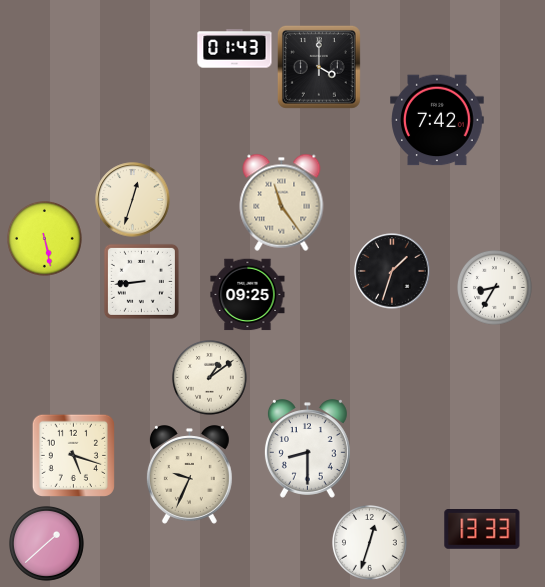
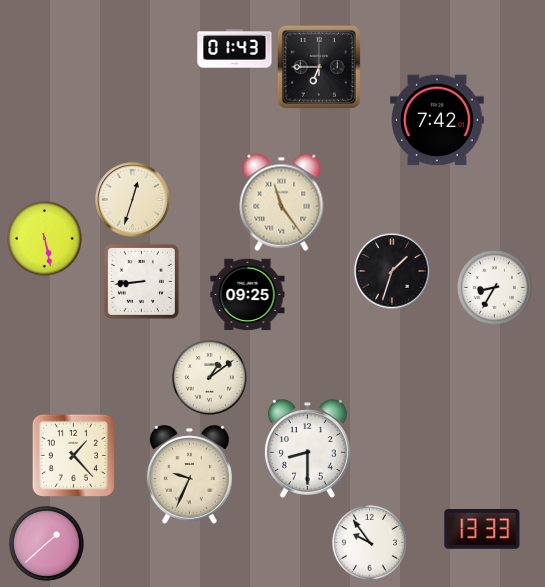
clock at (319, 67): 4:00 -> 6:45
clock at (73, 455): 5:18 -> 1:23
clock at (370, 543): 12:33 -> 9:54
